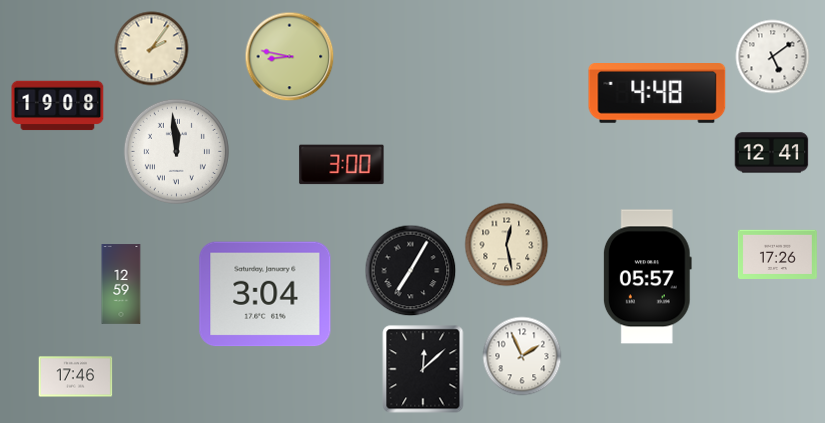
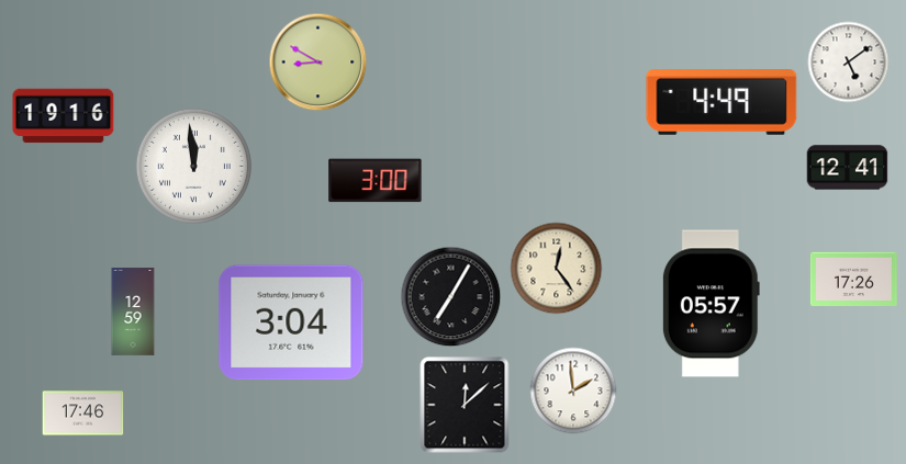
clock at (152, 49): 2:06 -> none
clock at (290, 57): 8:47 -> 8:50
clock at (657, 93): 4:48 -> 4:49
clock at (58, 106): 19:08 -> 19:16
clock at (507, 245): 12:28 -> 12:24
clock at (522, 356): 1:56 -> 1:59
